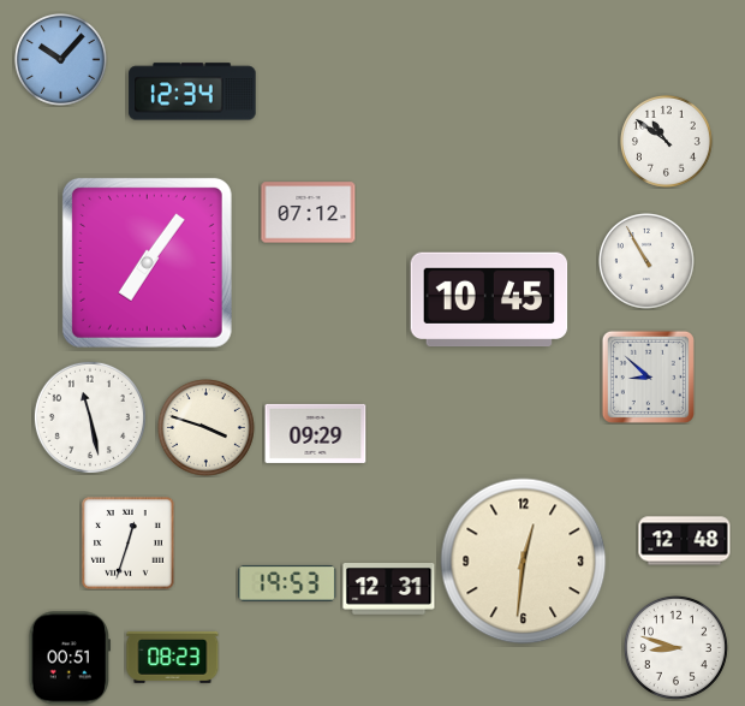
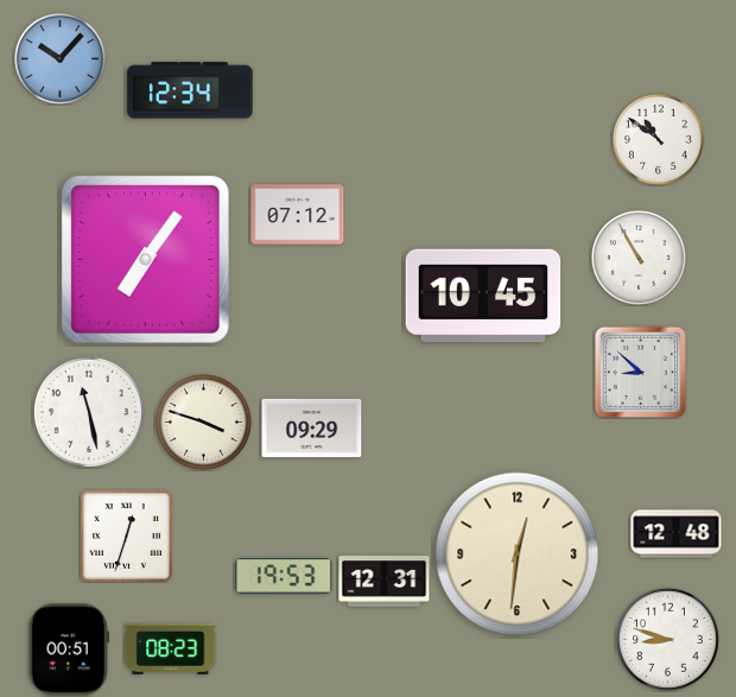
clock at (309, 213) position: (309, 213) -> (298, 215)
